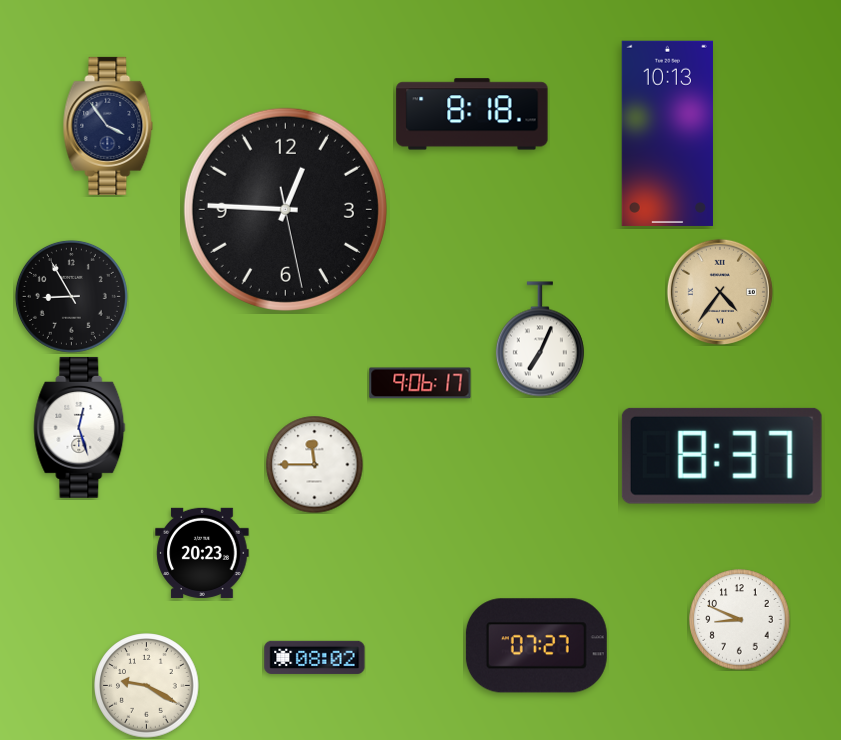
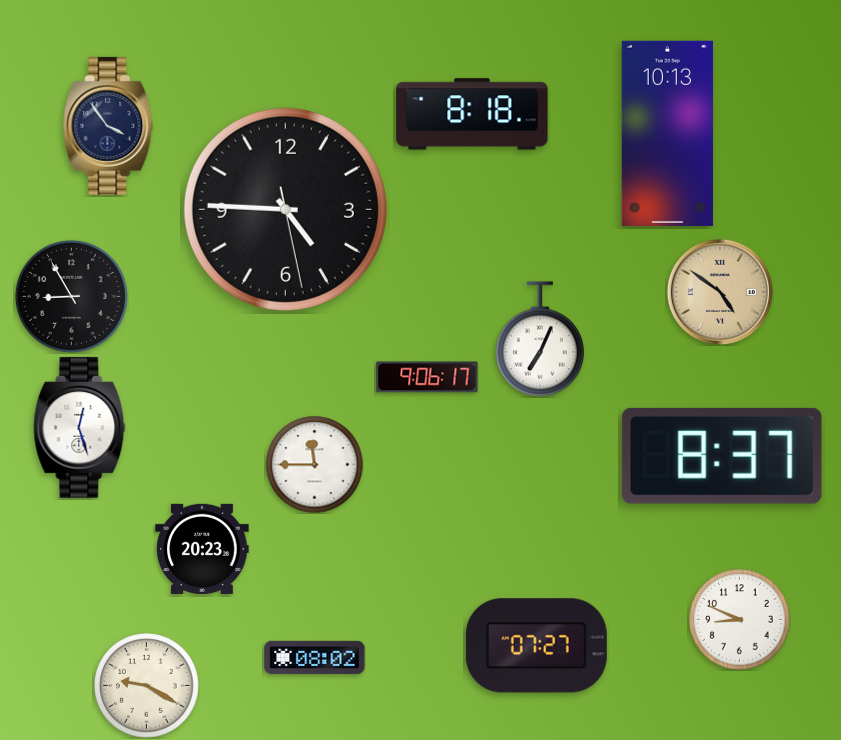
clock at (285, 209): 12:45 -> 4:45
clock at (720, 292): 4:36 -> 4:51
clock at (420, 383) position: (420, 383) -> (427, 377)
clock at (202, 553) position: (202, 553) -> (202, 549)
